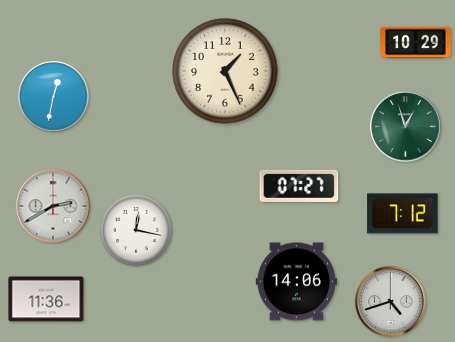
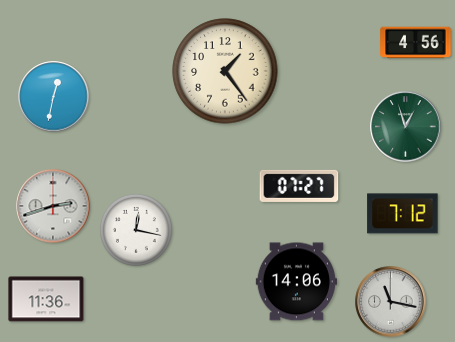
clock at (416, 43): 10:29 -> 4:56
clock at (225, 71): 1:26 -> 1:24
clock at (53, 206): 2:40 -> 2:42
clock at (391, 302): 4:42 -> 11:17
